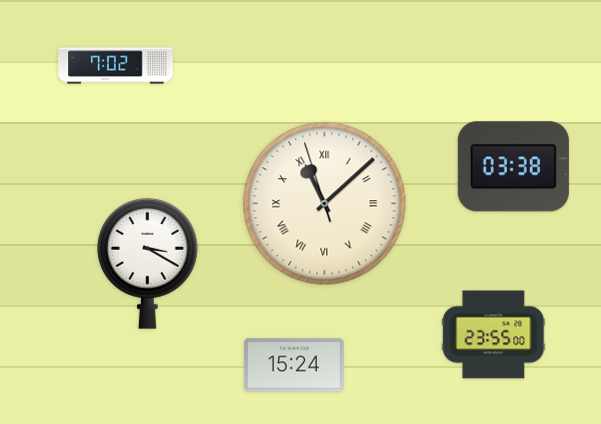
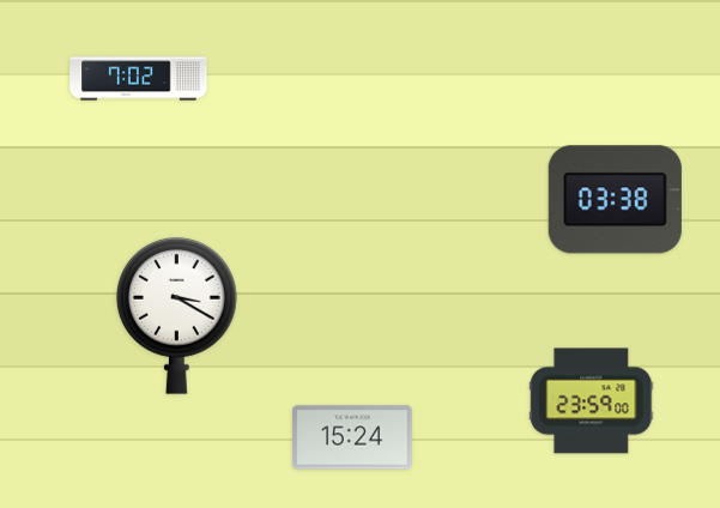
clock at (325, 204): 11:07 -> none
clock at (494, 335): 23:55 -> 23:59
